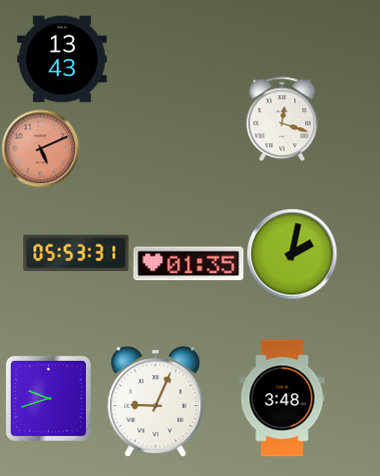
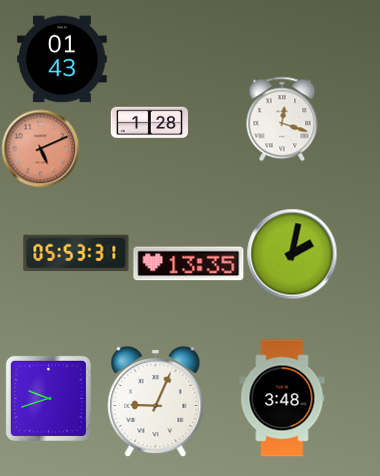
clock at (62, 59): 13:43 -> 01:43
clock at (149, 123): none -> 1:28
clock at (189, 264): 01:35 -> 13:35
